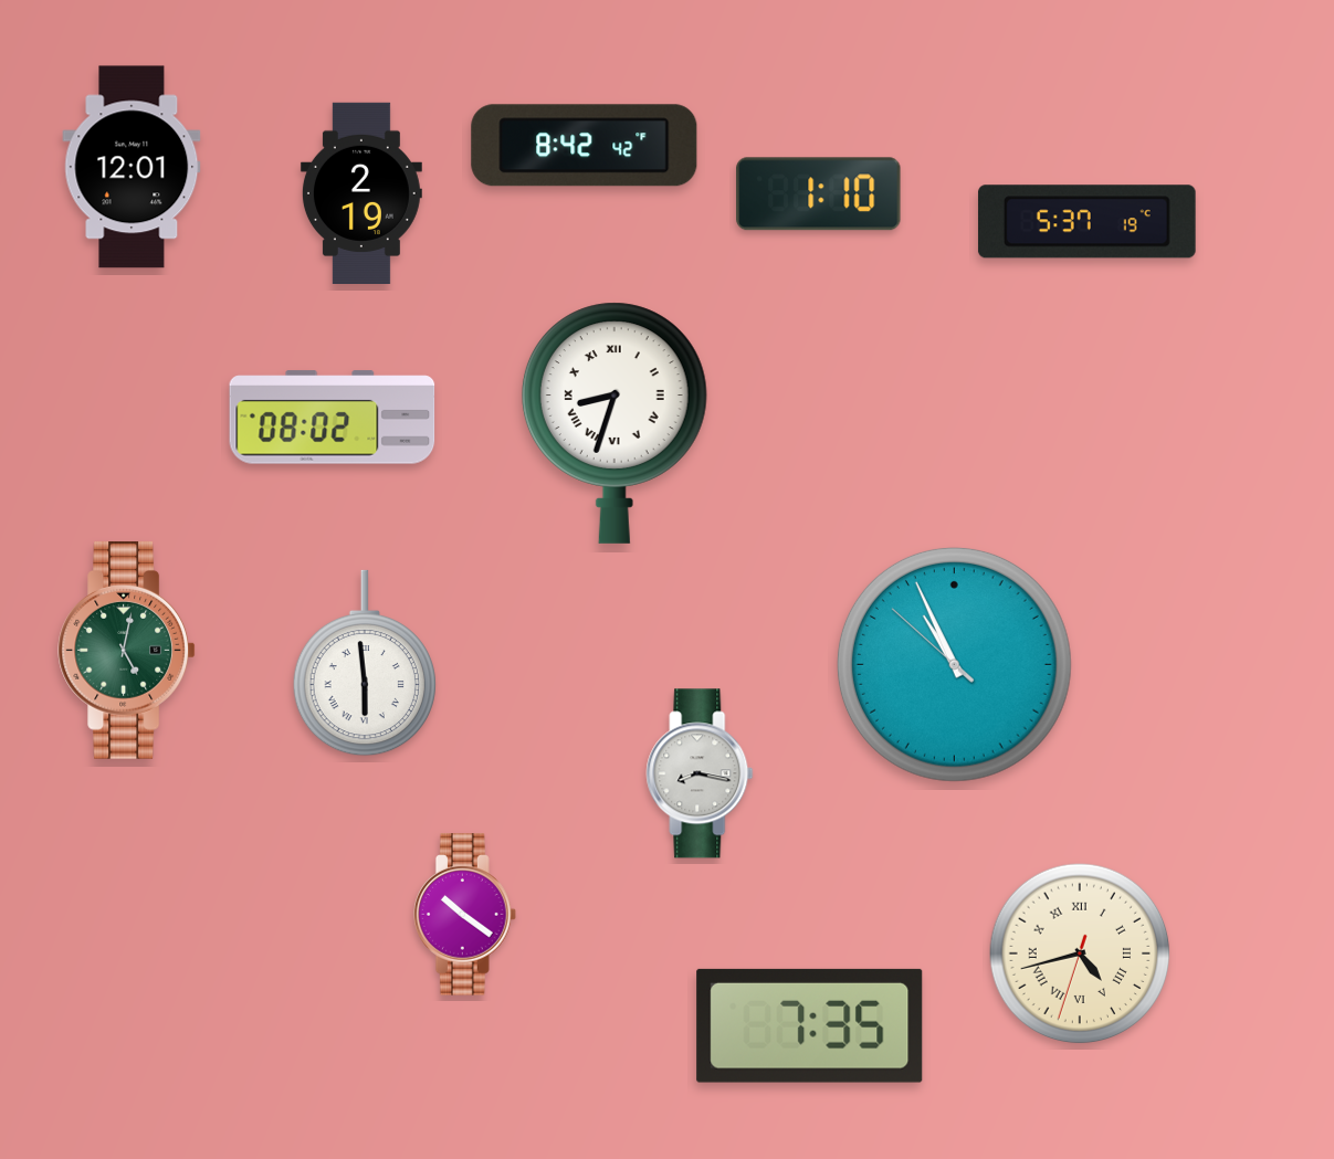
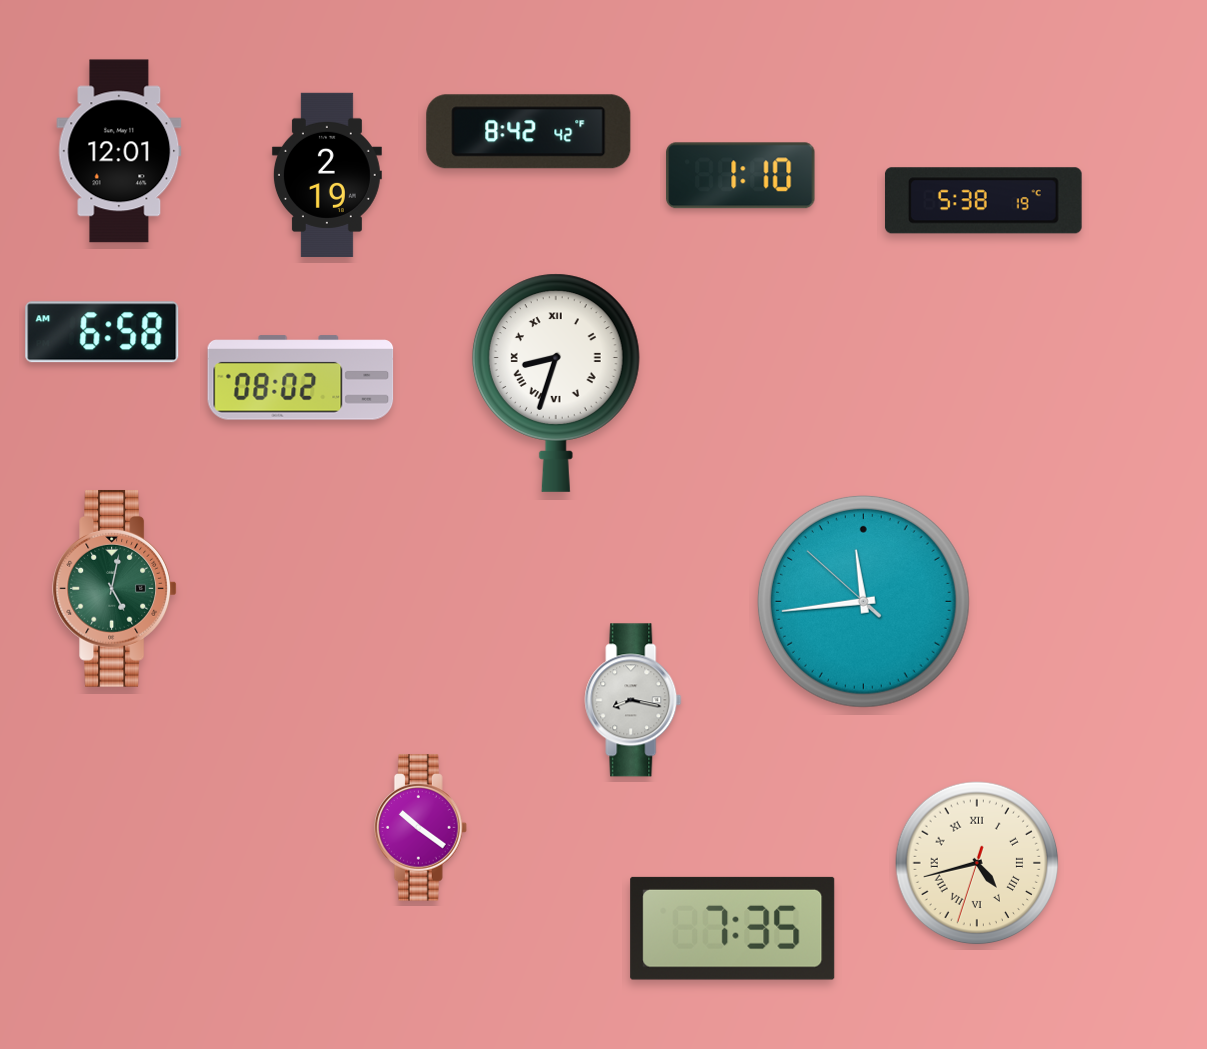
clock at (1086, 222): 5:37 -> 5:38
clock at (102, 332): none -> 6:58
clock at (365, 663): 5:59 -> none
clock at (954, 664): 10:55 -> 11:43
